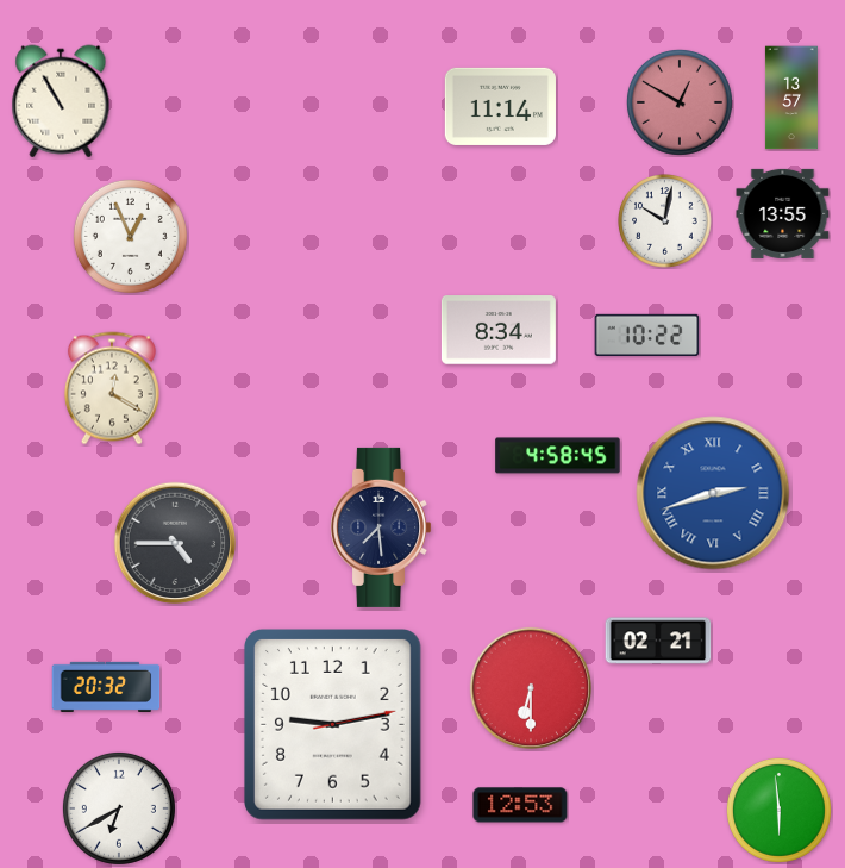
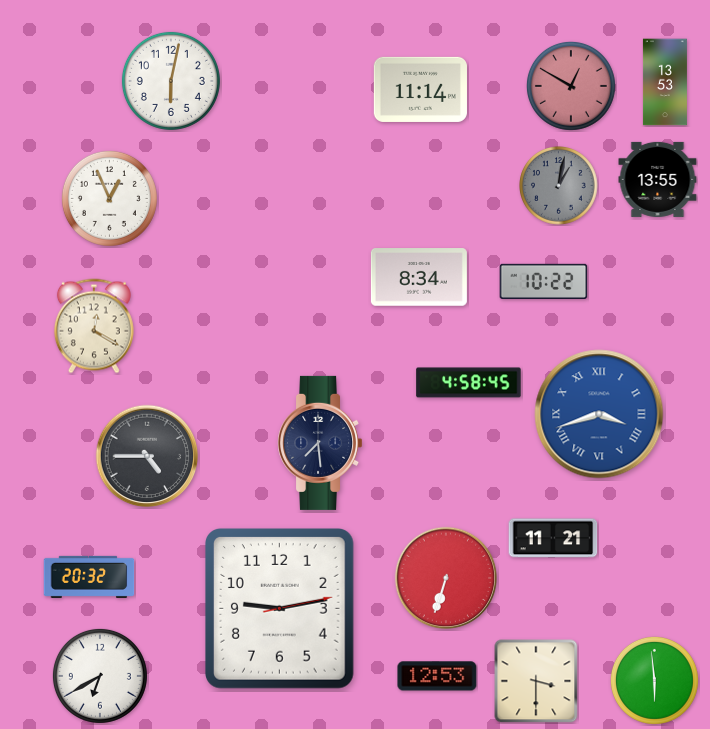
clock at (171, 81): none -> 6:02
clock at (791, 98): 13:57 -> 13:53
clock at (61, 101): 10:55 -> none
clock at (665, 221): 10:02 -> 1:02
clock at (665, 221) dial: white -> grey
clock at (713, 493): 2:42 -> 3:42
clock at (658, 641): 02:21 -> 11:21
clock at (531, 688): 6:30 -> 6:33
clock at (119, 808) position: (119, 808) -> (100, 676)
clock at (536, 681): none -> 3:30
